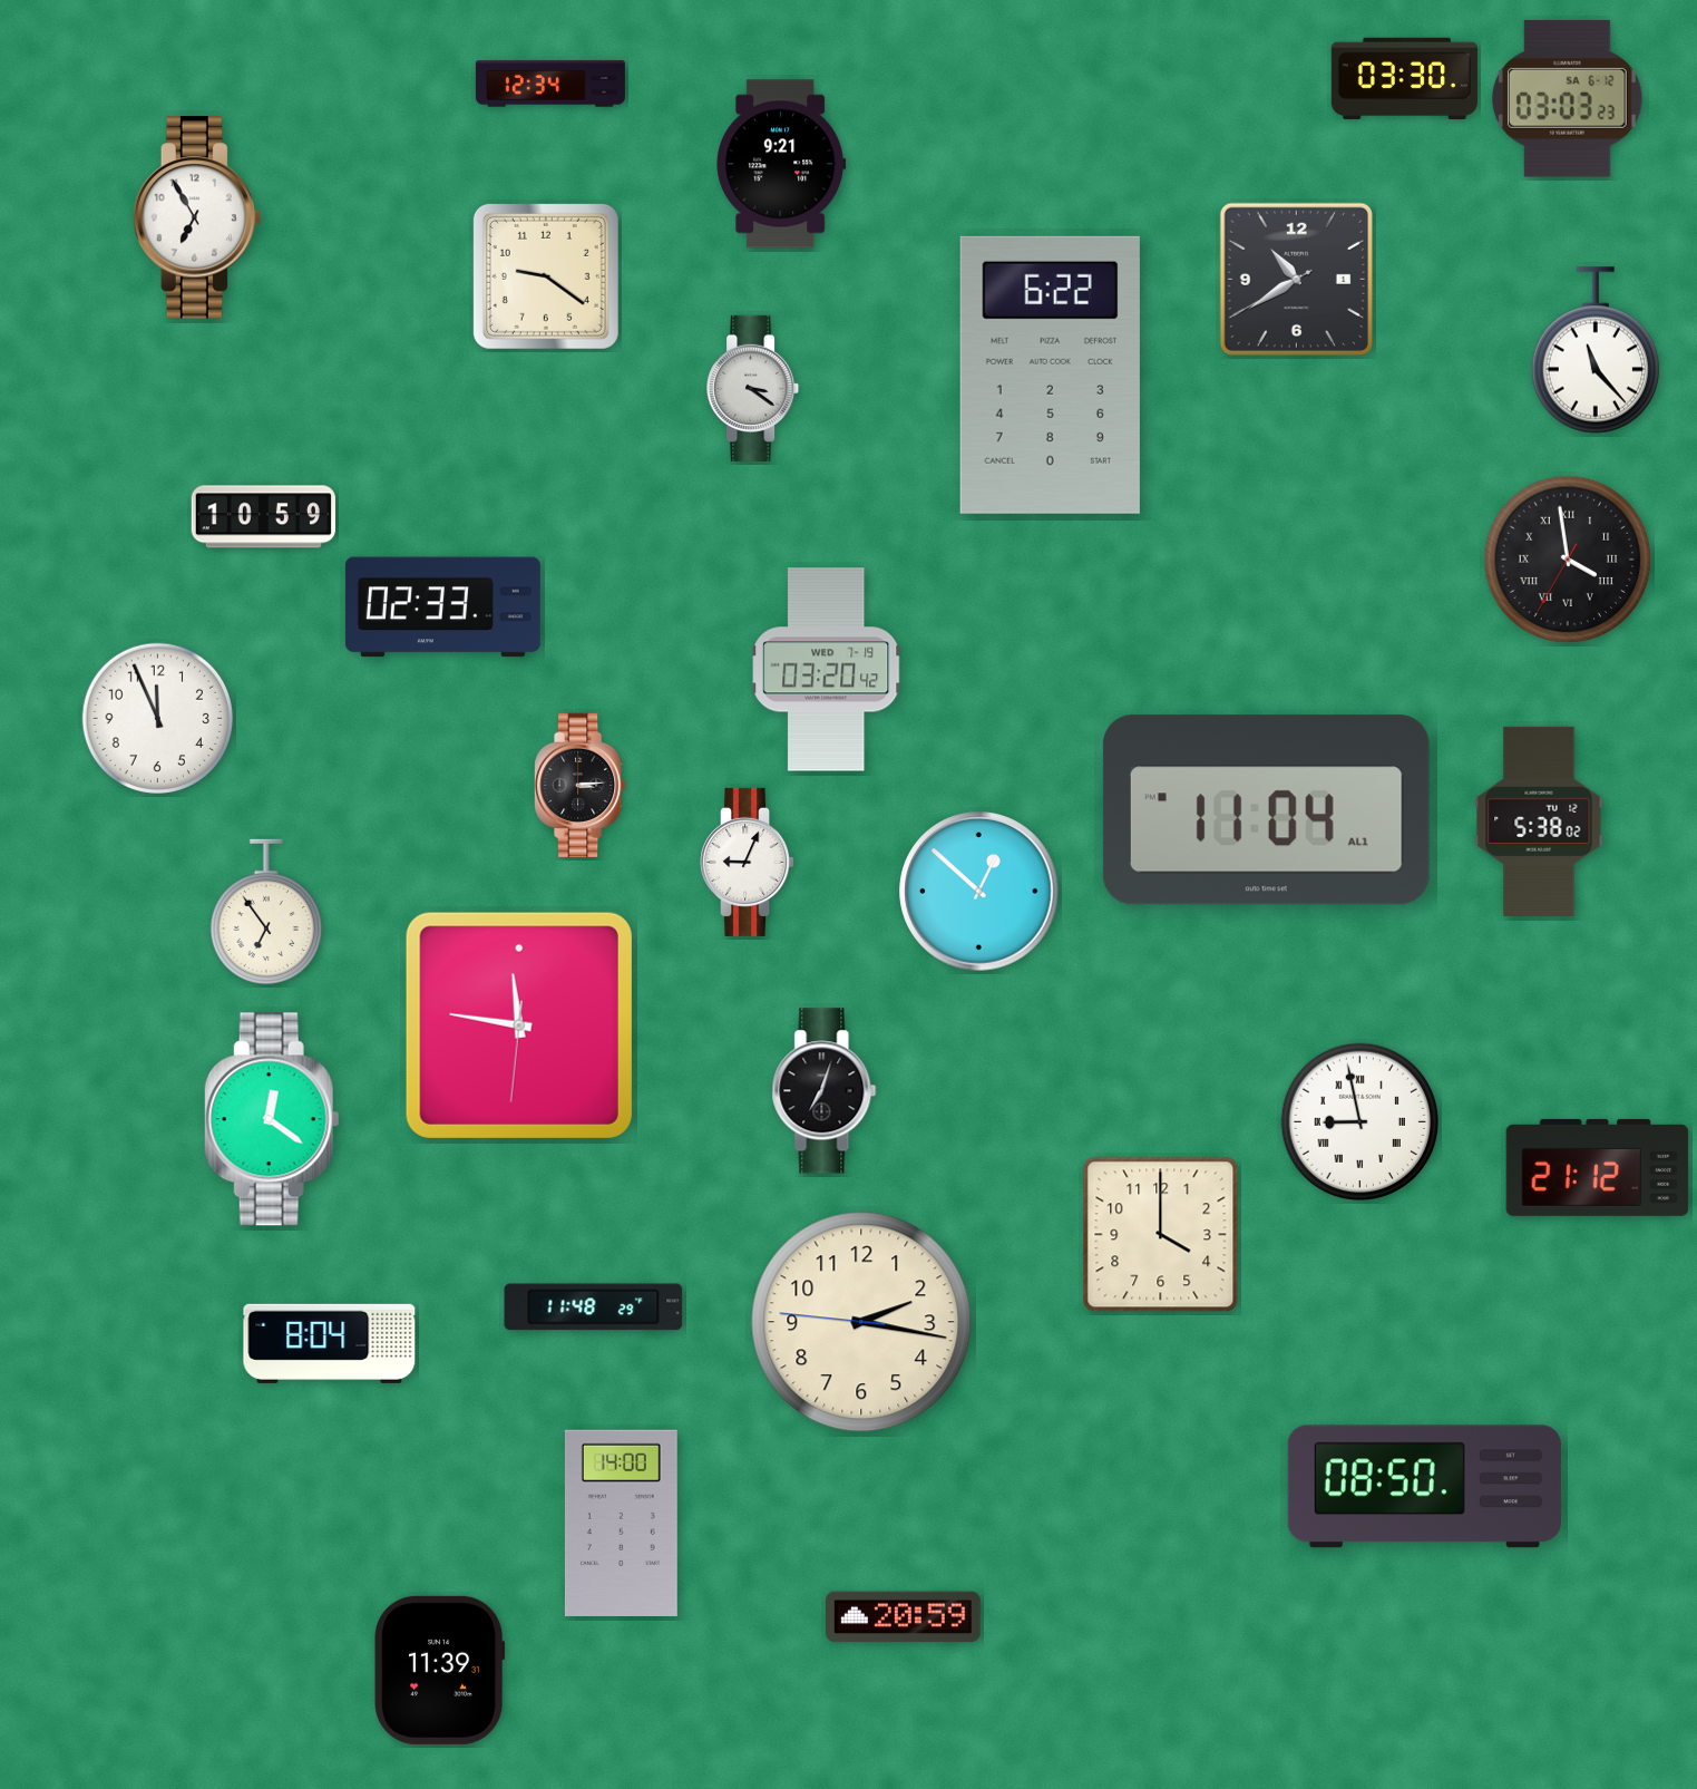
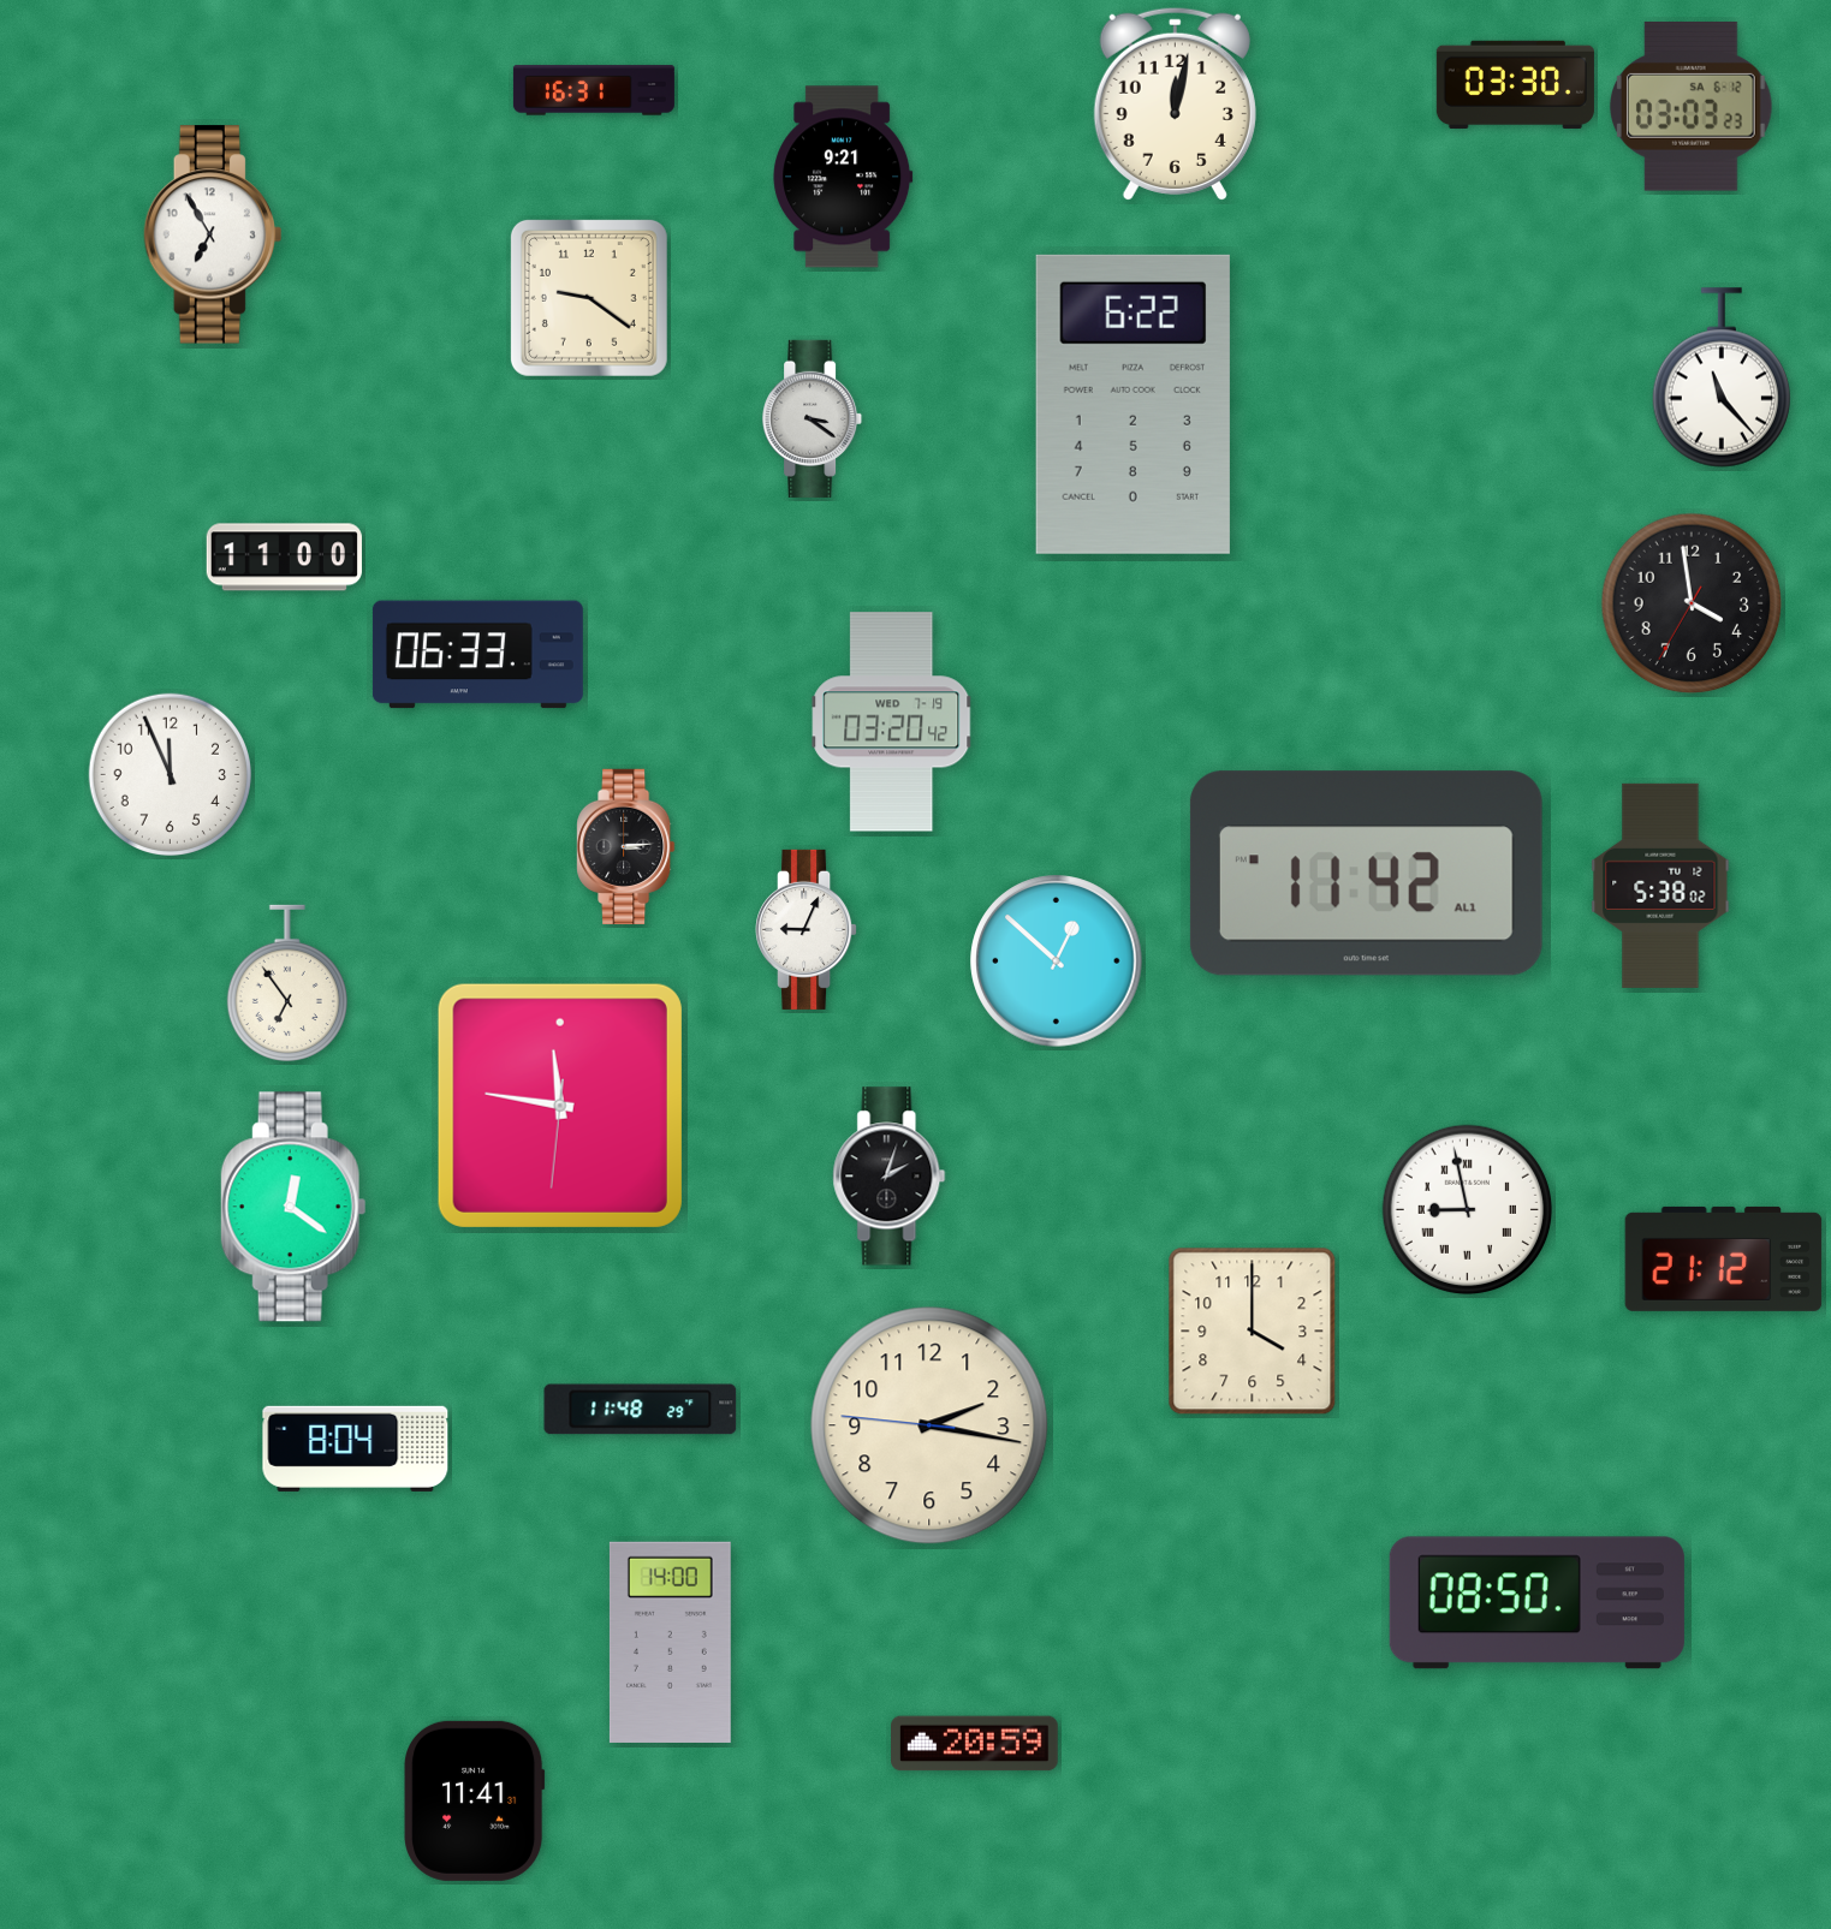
clock at (550, 84): 12:34 -> 16:31
clock at (1175, 103): none -> 12:02
clock at (1296, 279): 10:39 -> none
clock at (263, 517): 10:59 -> 11:00
clock at (1568, 560) numerals: Roman -> Arabic
clock at (442, 607): 02:33 -> 06:33
clock at (1266, 810): 11:04 -> 11:42
clock at (825, 1091): 7:03 -> 2:03
clock at (440, 1670): 11:39 -> 11:41
